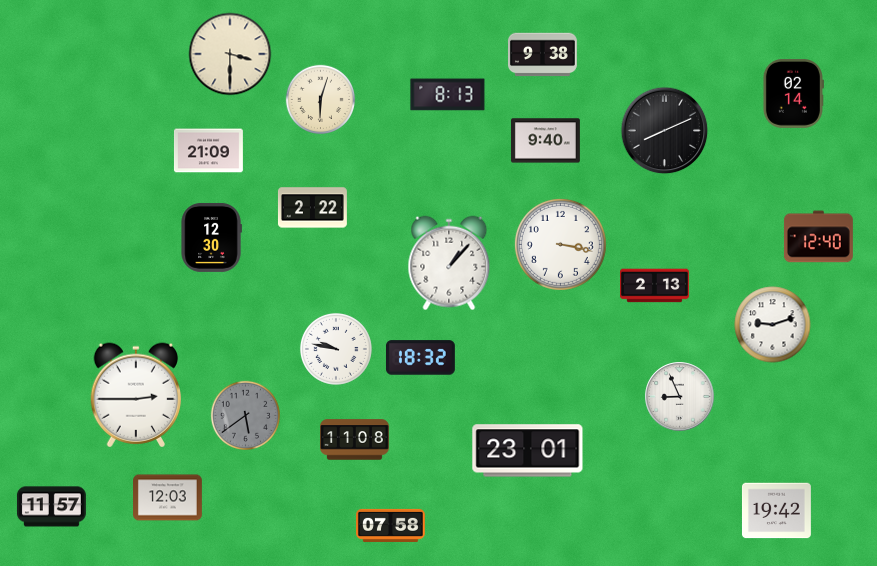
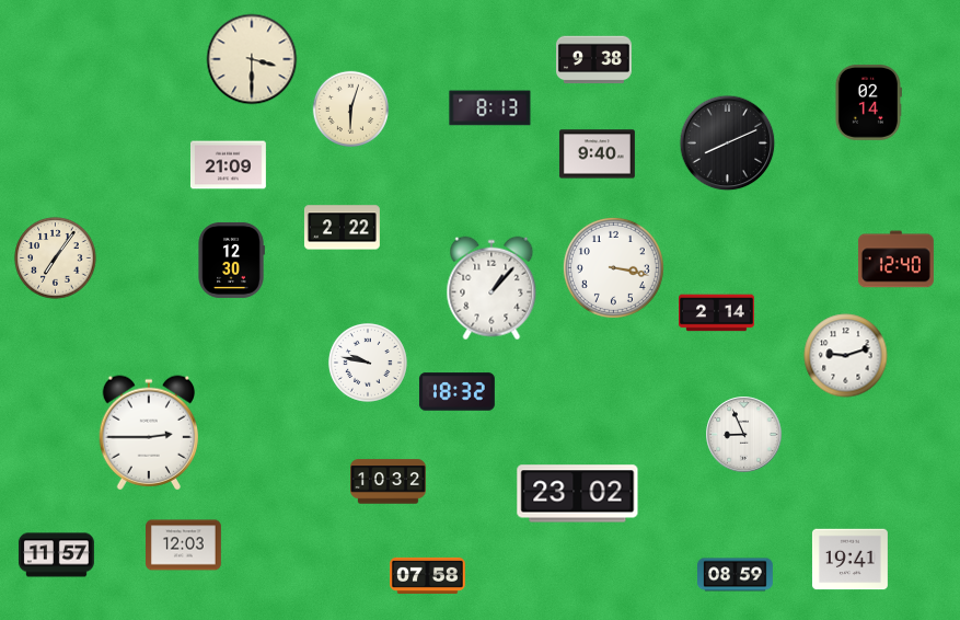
clock at (448, 95) position: (448, 95) -> (490, 108)
clock at (56, 259): none -> 7:06
clock at (655, 286): 2:13 -> 2:14
clock at (336, 349) position: (336, 349) -> (368, 363)
clock at (420, 358) position: (420, 358) -> (456, 392)
clock at (245, 415): 5:39 -> none
clock at (355, 440): 11:08 -> 10:32
clock at (528, 451): 23:01 -> 23:02
clock at (776, 511): 19:42 -> 19:41
clock at (736, 575): none -> 08:59
